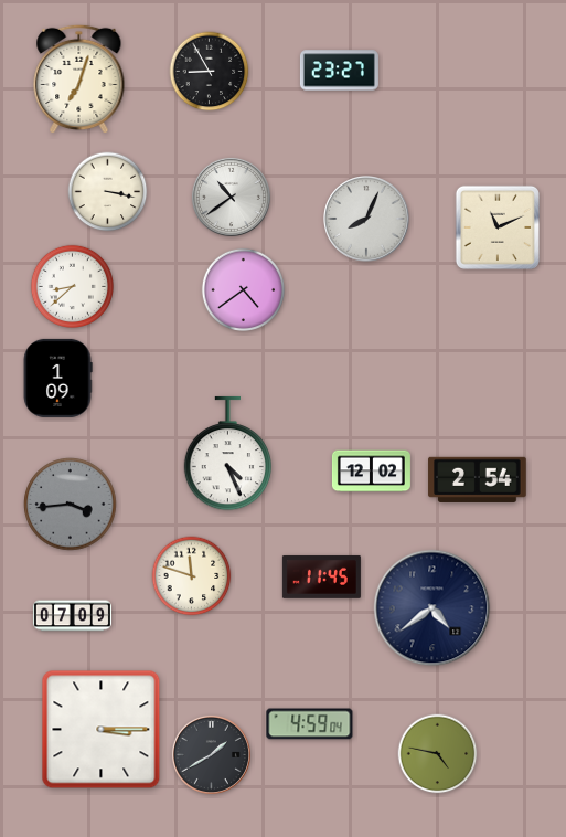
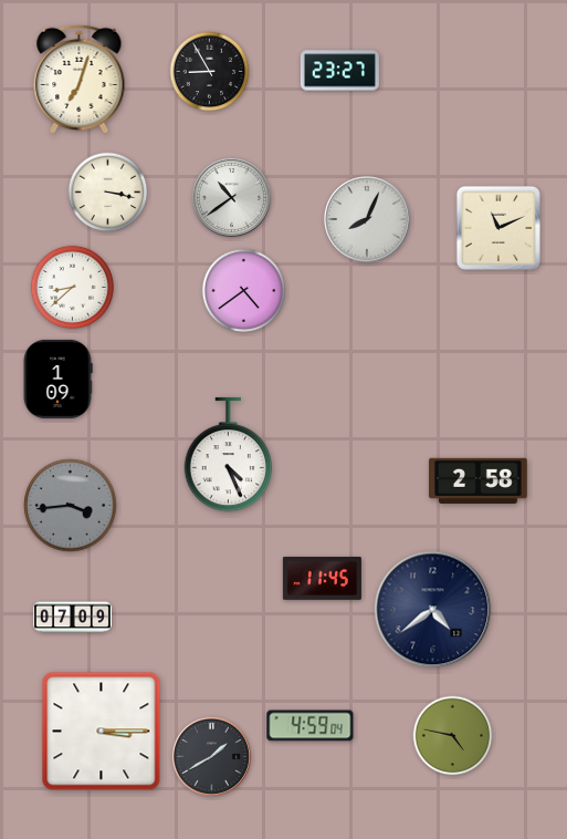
clock at (371, 472): 12:02 -> none
clock at (478, 479): 2:54 -> 2:58
clock at (192, 576): 11:48 -> none
clock at (438, 754) position: (438, 754) -> (453, 736)
